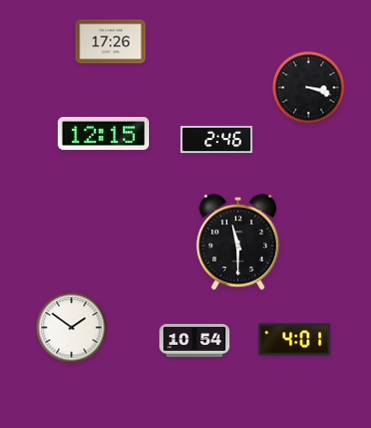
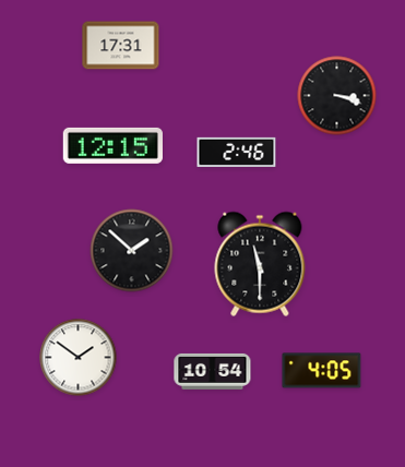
clock at (111, 42): 17:26 -> 17:31
clock at (132, 251): none -> 1:52
clock at (295, 340): 4:01 -> 4:05
